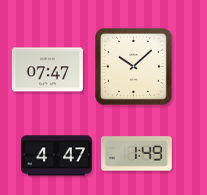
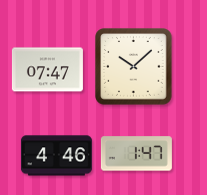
clock at (136, 154): 1:49 -> 1:47
clock at (56, 156): 4:47 -> 4:46
